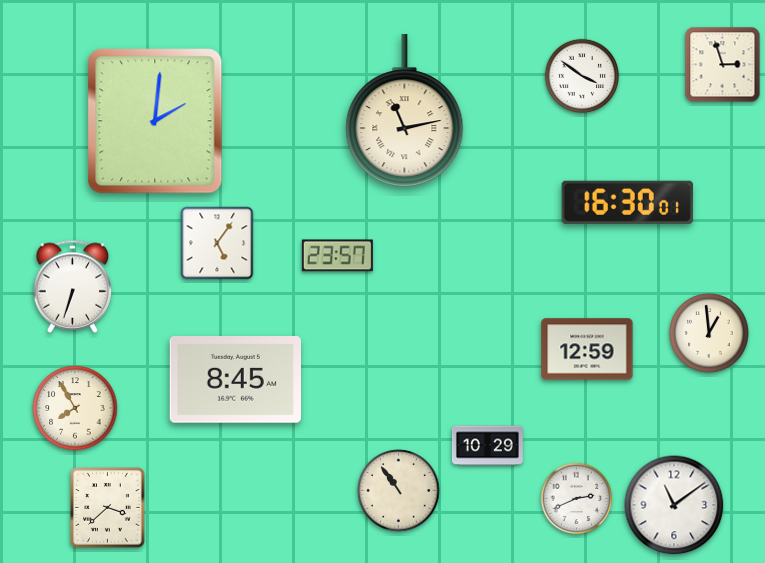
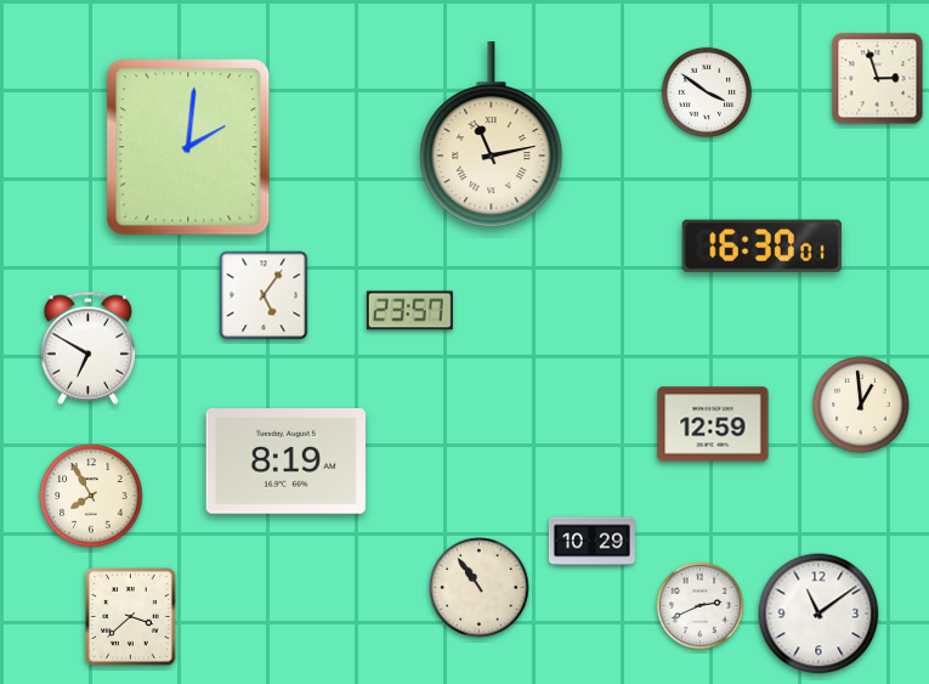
clock at (73, 286): 6:33 -> 6:50
clock at (235, 380): 8:45 -> 8:19
clock at (399, 491) position: (399, 491) -> (480, 588)
